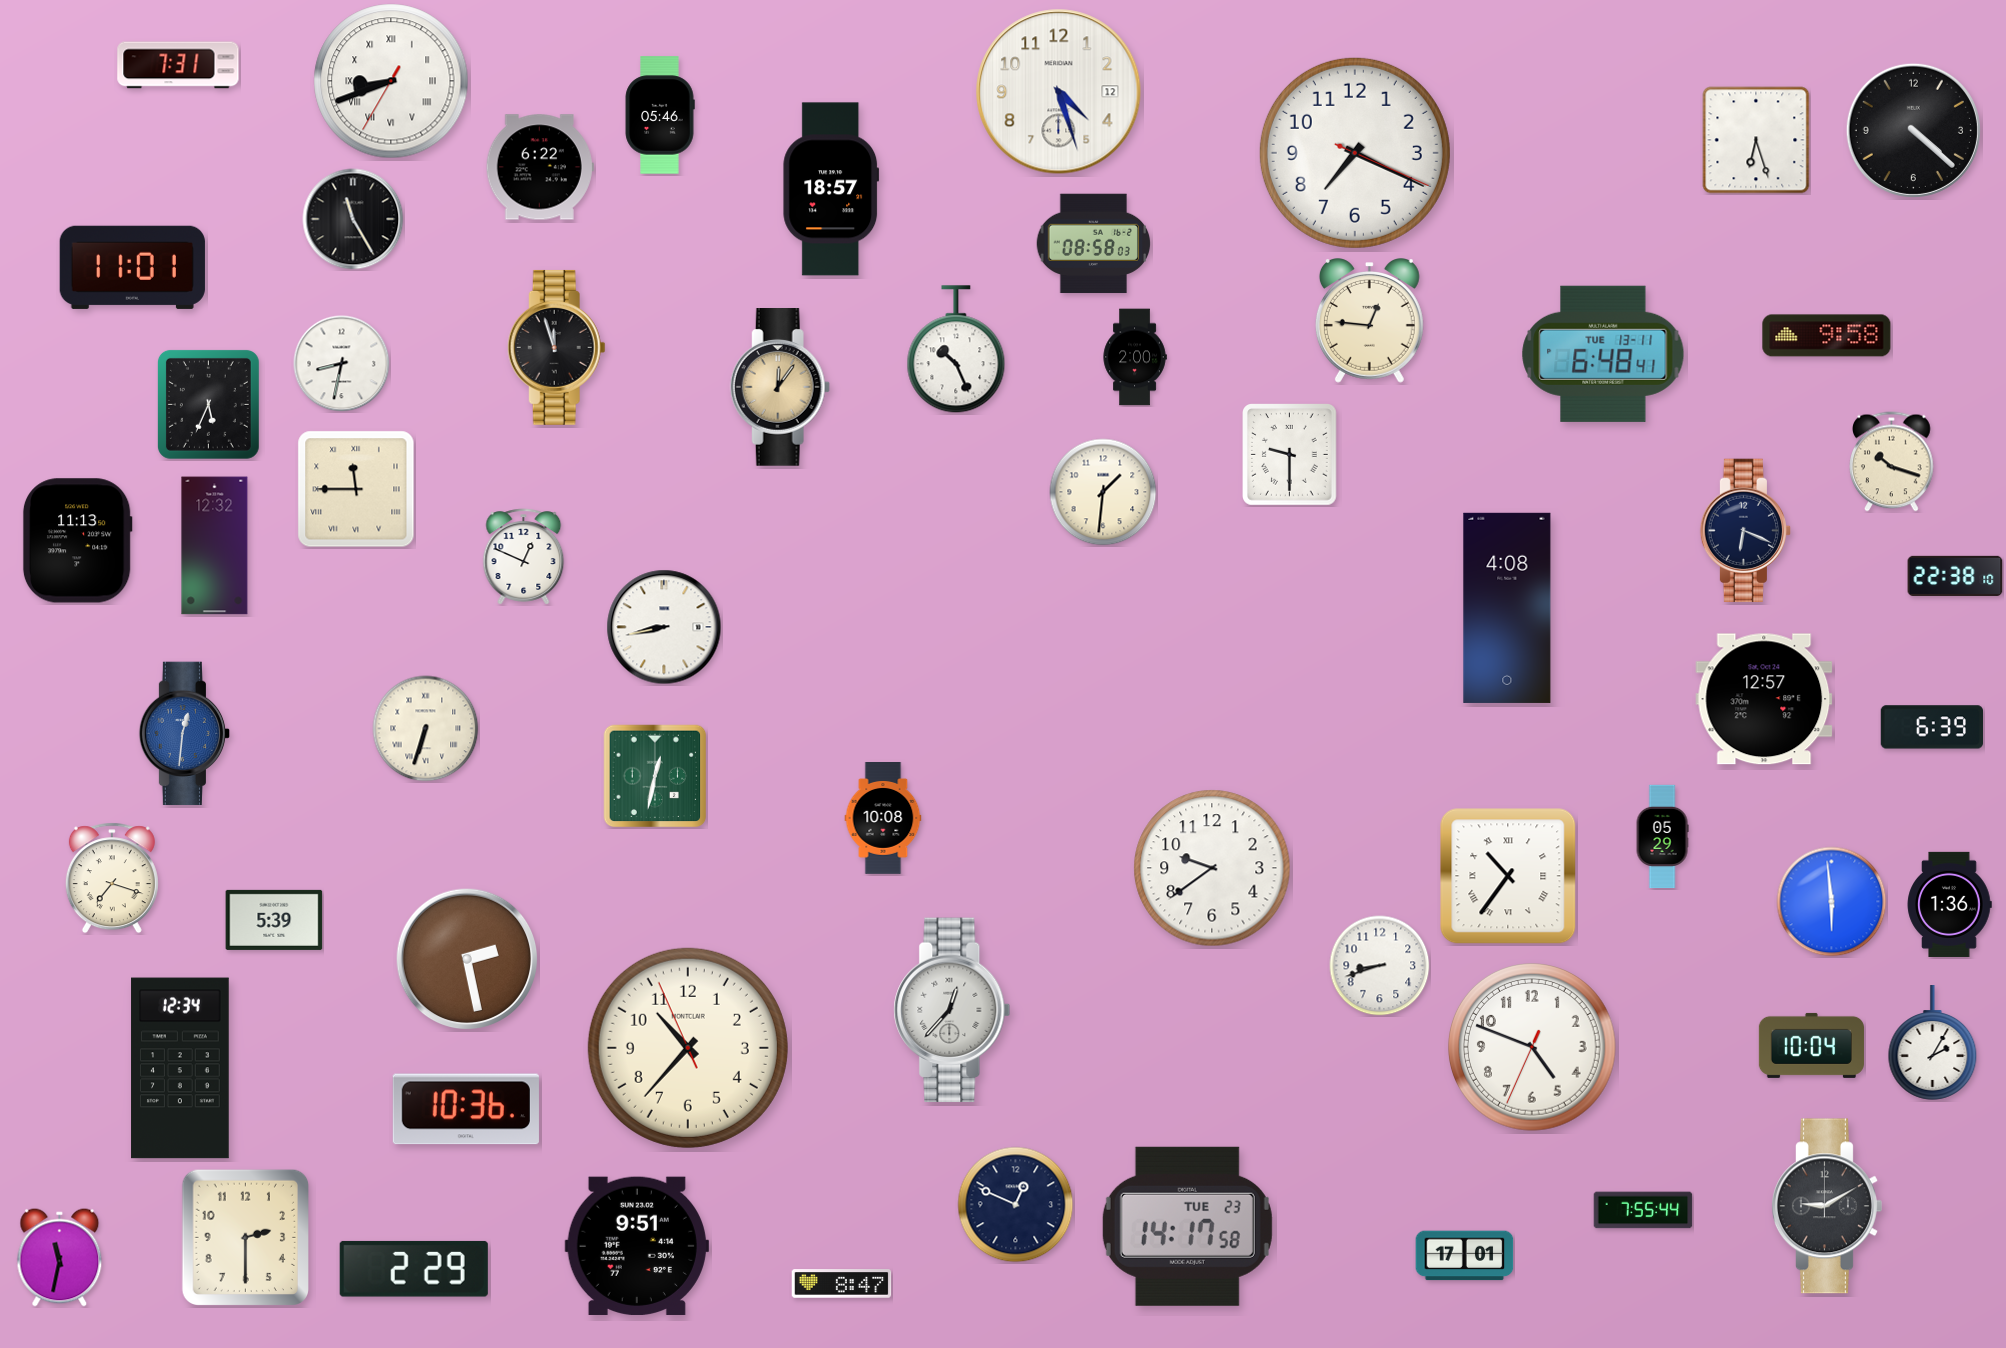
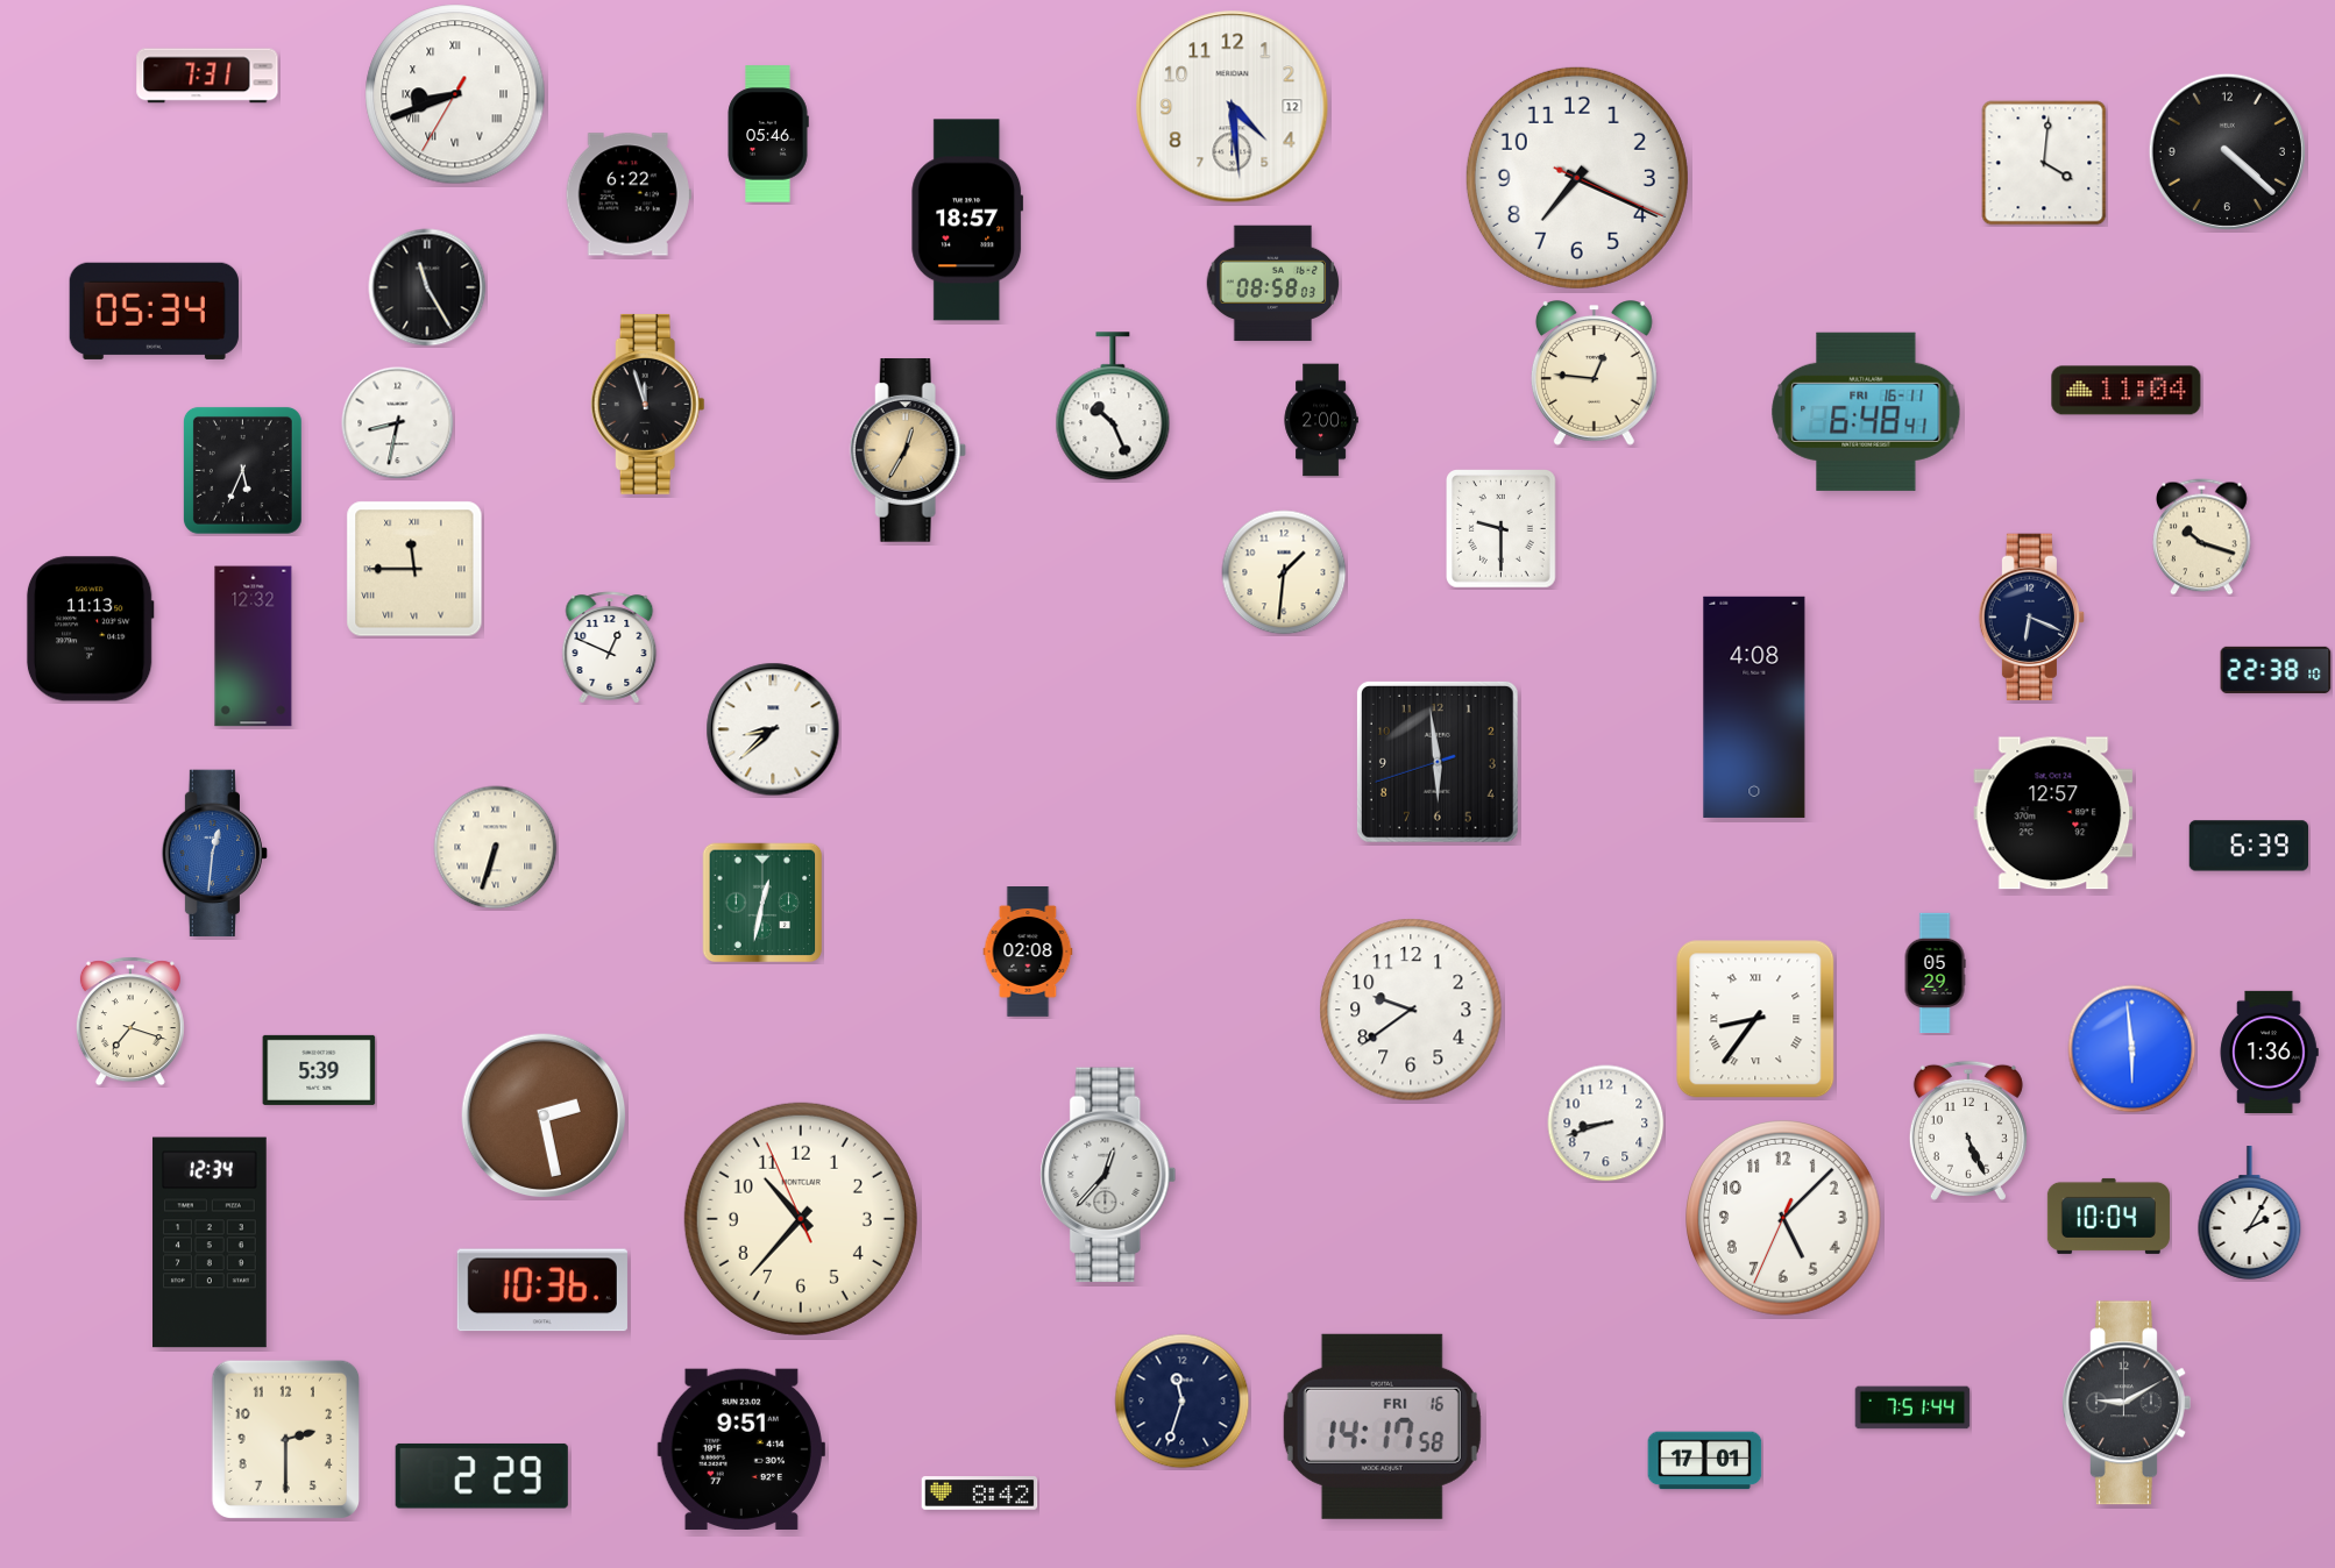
clock at (1059, 92): 4:27 -> 4:29
clock at (1756, 140): 6:27 -> 4:01
clock at (353, 219) position: (353, 219) -> (427, 287)
clock at (132, 267): 11:01 -> 05:34
clock at (1827, 336): 9:58 -> 11:04
clock at (1603, 354) date: TUE 13-11 -> FRI 16-11
clock at (1135, 357) position: (1135, 357) -> (1321, 420)
clock at (780, 388): 12:06 -> 12:35
clock at (215, 546) position: (215, 546) -> (254, 647)
clock at (664, 627): 8:43 -> 8:38
clock at (1438, 762): none -> 5:58
clock at (883, 819): 10:08 -> 02:08
clock at (1508, 876): 10:36 -> 8:36
clock at (1968, 1131): none -> 5:26
clock at (1533, 1048): 4:48 -> 5:07
clock at (1016, 1205): 12:49 -> 11:33
clock at (1643, 1210): 7:55 -> 7:51
clock at (1187, 1226) date: TUE 23 -> FRI 16
clock at (60, 1258): 11:32 -> none
clock at (842, 1284): 8:47 -> 8:42
